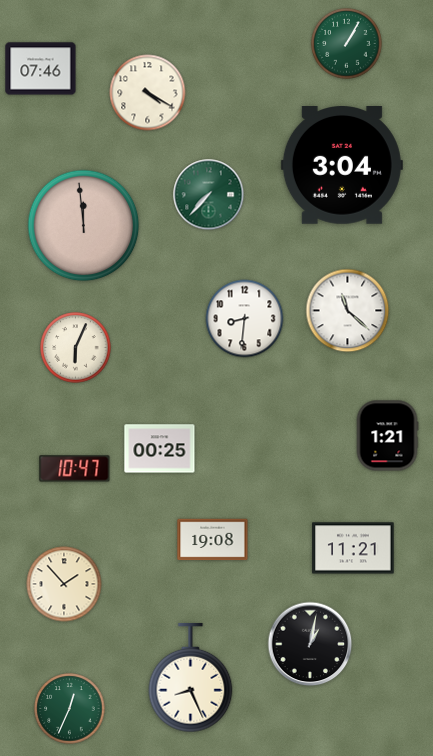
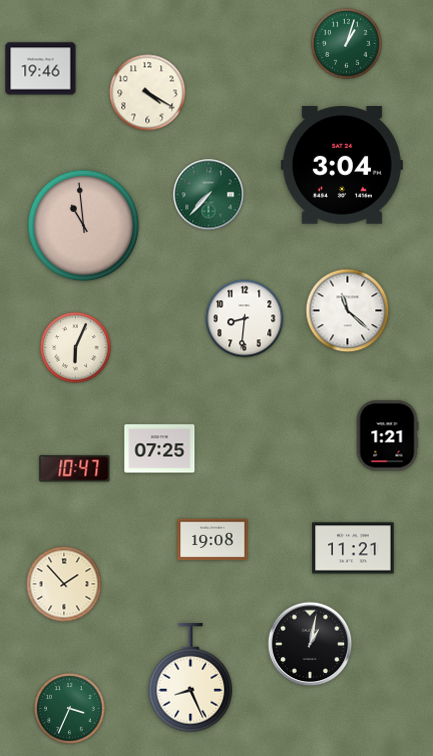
clock at (347, 44): 1:05 -> 1:03
clock at (41, 69): 07:46 -> 19:46
clock at (84, 226): 11:59 -> 10:59
clock at (160, 449): 00:25 -> 07:25
clock at (70, 709): 12:34 -> 3:34
